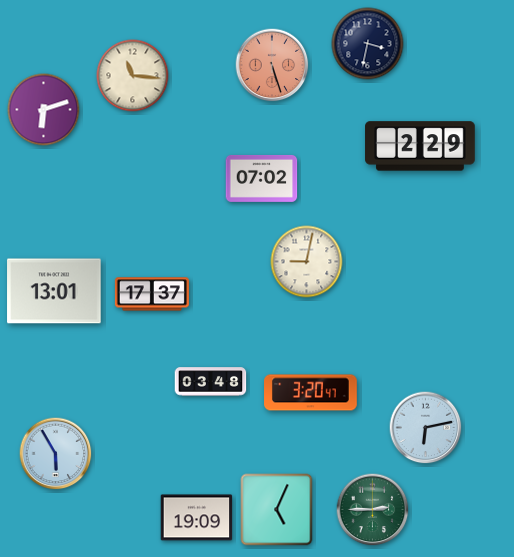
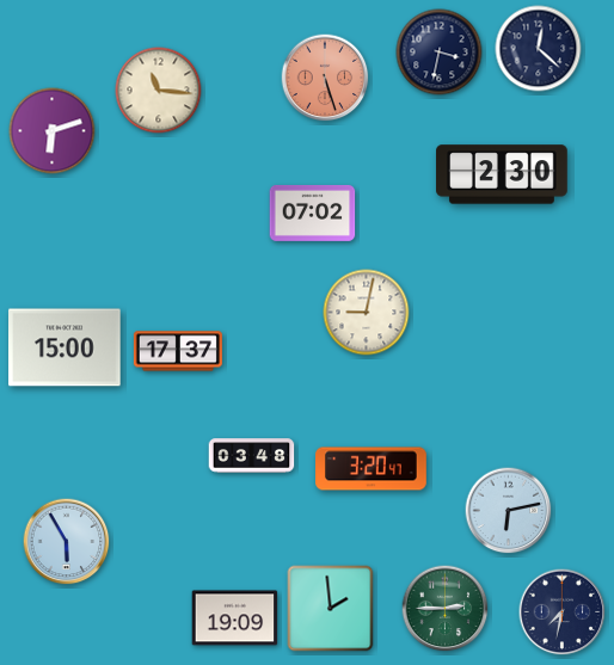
clock at (539, 49): none -> 12:22
clock at (420, 146): 2:29 -> 2:30
clock at (54, 291): 13:01 -> 15:00
clock at (152, 294) position: (152, 294) -> (178, 351)
clock at (277, 510): 5:04 -> 1:59
clock at (563, 612): none -> 7:32
